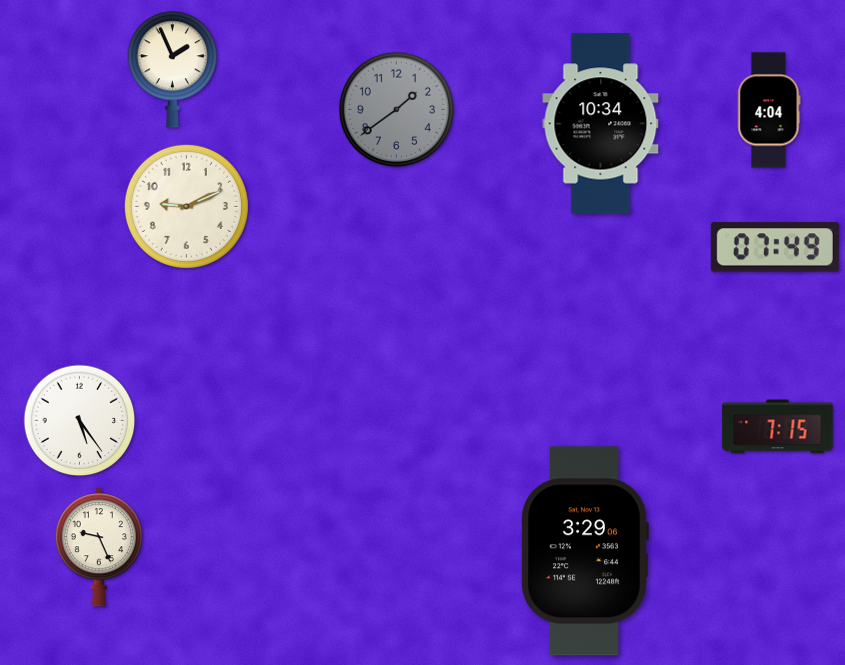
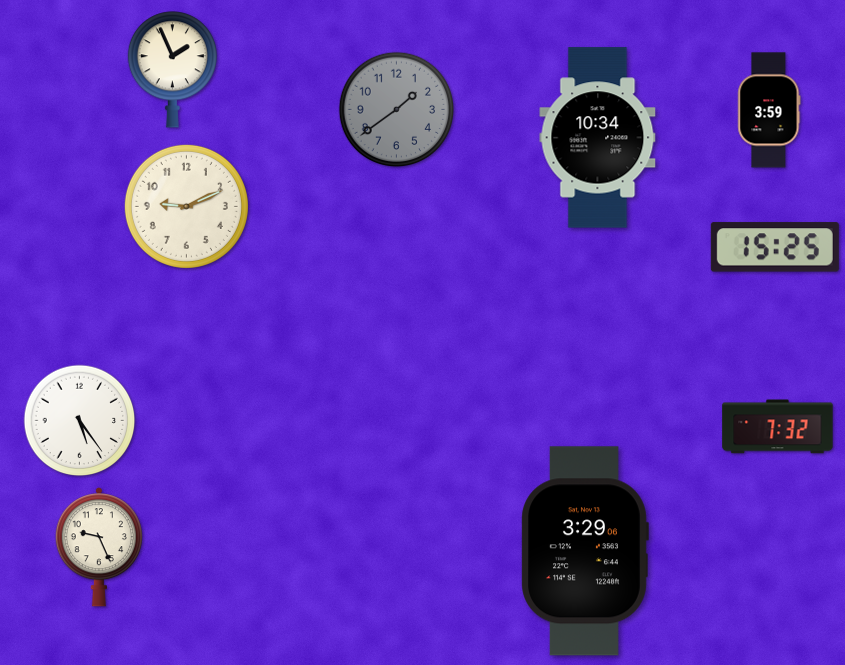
clock at (769, 110): 4:04 -> 3:59
clock at (601, 124) position: (601, 124) -> (598, 138)
clock at (775, 247): 07:49 -> 15:25
clock at (778, 427): 7:15 -> 7:32
